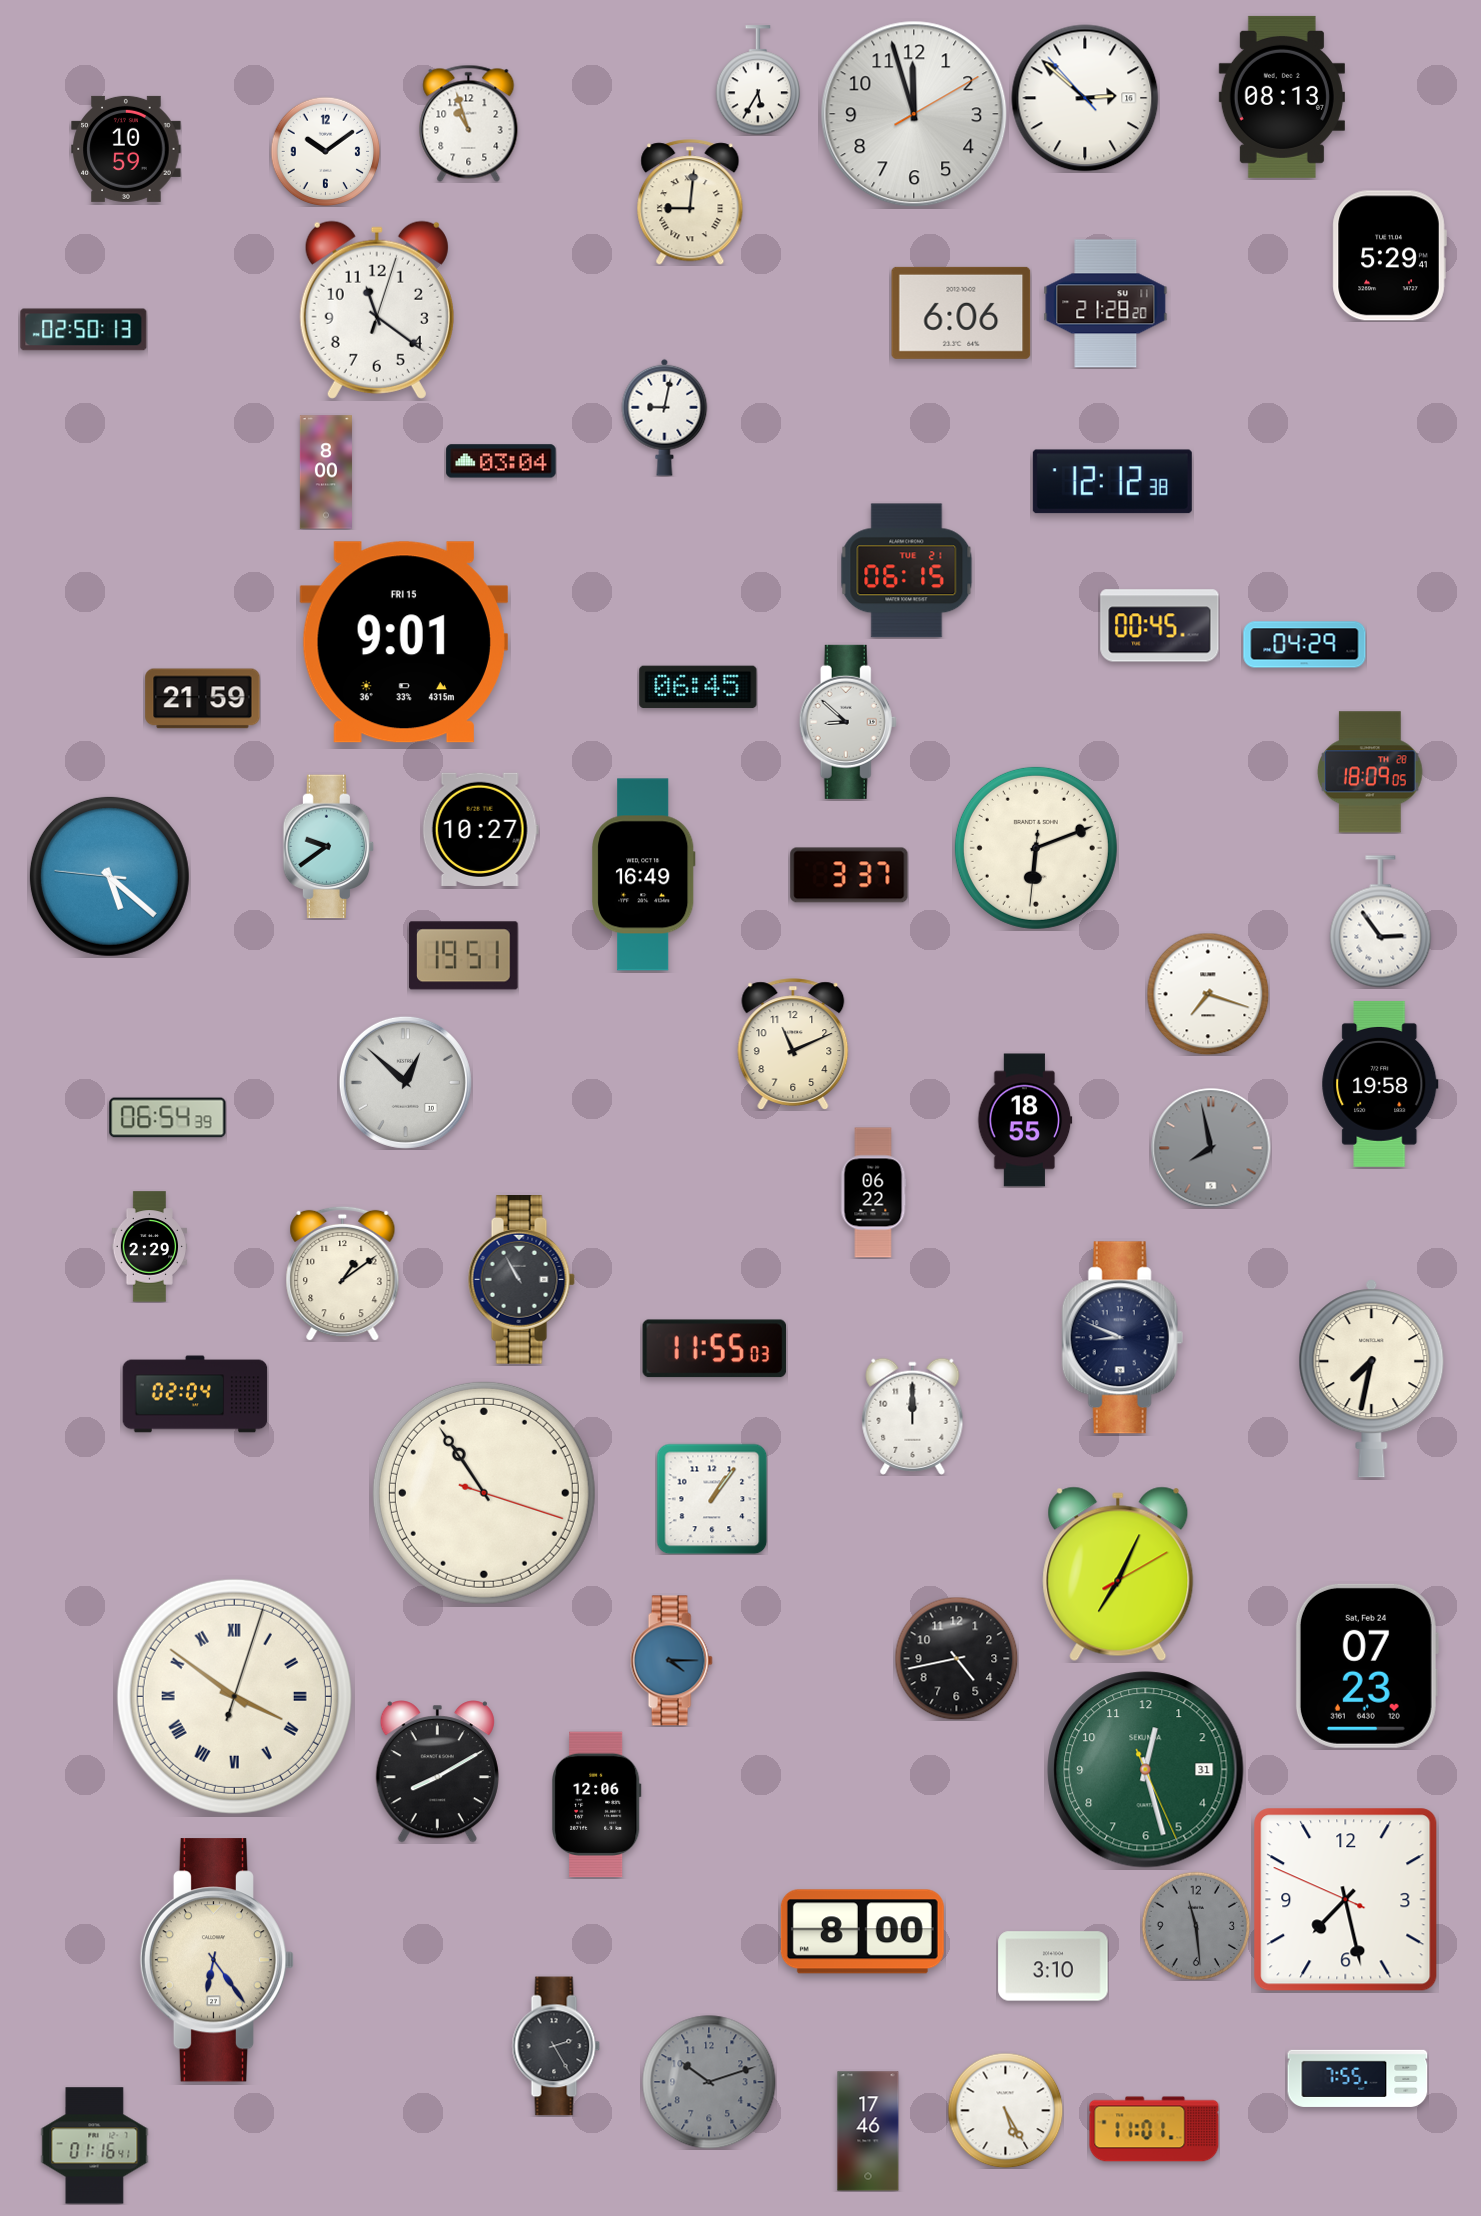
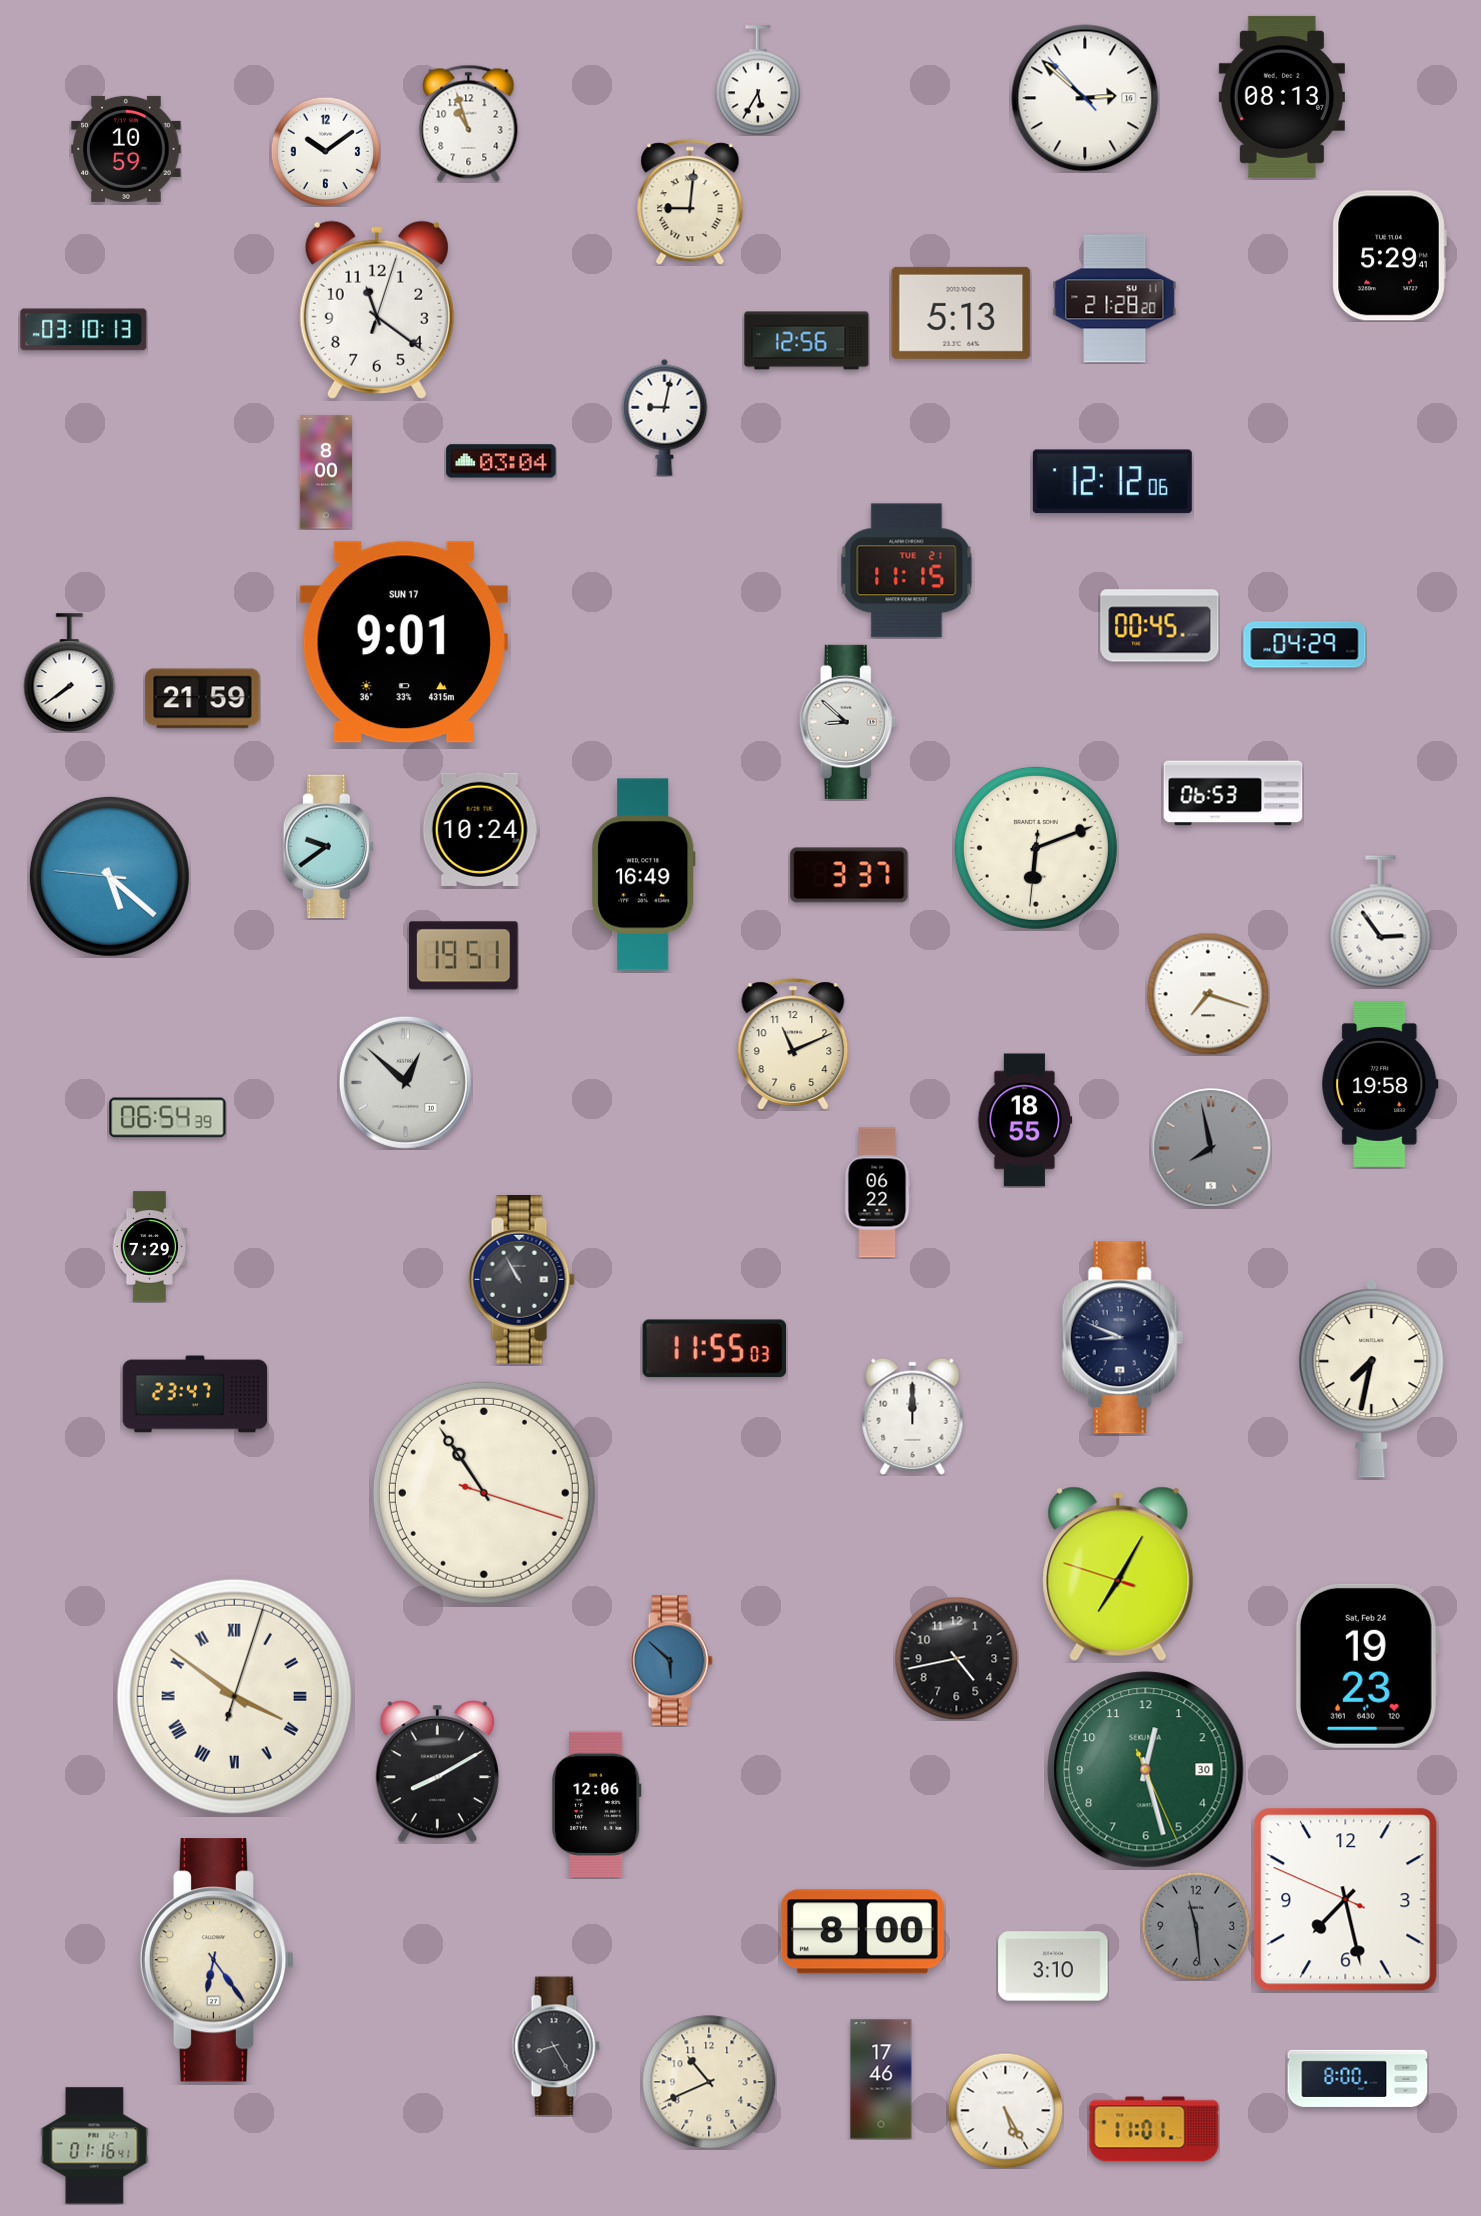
clock at (914, 114): 11:57 -> none
clock at (1106, 304) position: (1106, 304) -> (1115, 299)
clock at (961, 313): 6:06 -> 5:13
clock at (84, 330): 02:50 -> 03:10
clock at (807, 341): none -> 12:56
clock at (1112, 482): 12:12:38 -> 12:12:06
clock at (907, 571): 06:15 -> 11:15
clock at (404, 642) date: FRI 15 -> SUN 17
clock at (70, 673): none -> 7:39
clock at (698, 687): 06:45 -> none
clock at (1371, 772): 18:09 -> none
clock at (1233, 793): none -> 06:53
clock at (480, 829): 10:27 -> 10:24
clock at (873, 1193) position: (873, 1193) -> (877, 1193)
clock at (150, 1247): 2:29 -> 7:29
clock at (343, 1273): 1:09 -> none
clock at (195, 1394): 02:04 -> 23:47
clock at (712, 1499): 1:06 -> none
clock at (1118, 1574): 7:04:10 -> 7:04:48
clock at (671, 1661): 4:15 -> 5:52
clock at (1367, 1666): 07:23 -> 19:23
clock at (1146, 1770) date: 31 -> 30
clock at (556, 2046): 2:25 -> 8:25
clock at (1358, 2078): 7:55 -> 8:00
clock at (709, 2082): 10:12 -> 10:41
clock at (709, 2082) dial: grey -> cream
clock at (868, 2131) position: (868, 2131) -> (881, 2079)
